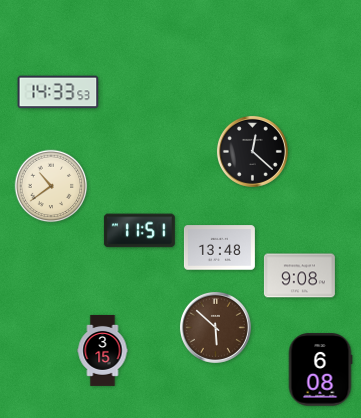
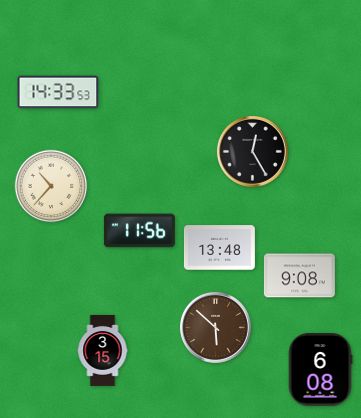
clock at (252, 151): 12:22 -> 12:25
clock at (51, 186): 10:39 -> 10:37
clock at (139, 231): 11:51 -> 11:56
